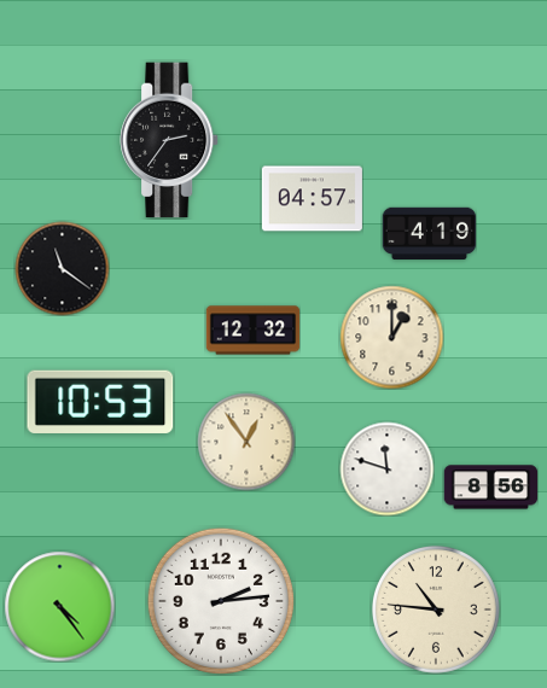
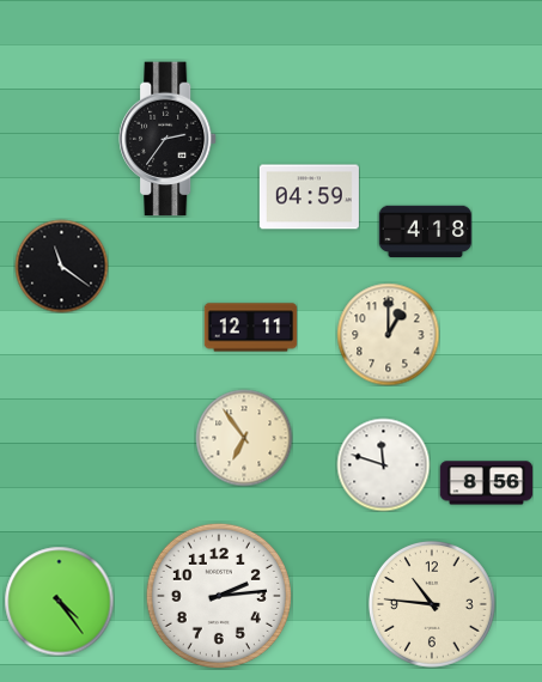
clock at (312, 199): 04:57 -> 04:59
clock at (429, 234): 4:19 -> 4:18
clock at (252, 331): 12:32 -> 12:11
clock at (100, 402): 10:53 -> none
clock at (246, 442): 12:54 -> 6:54
